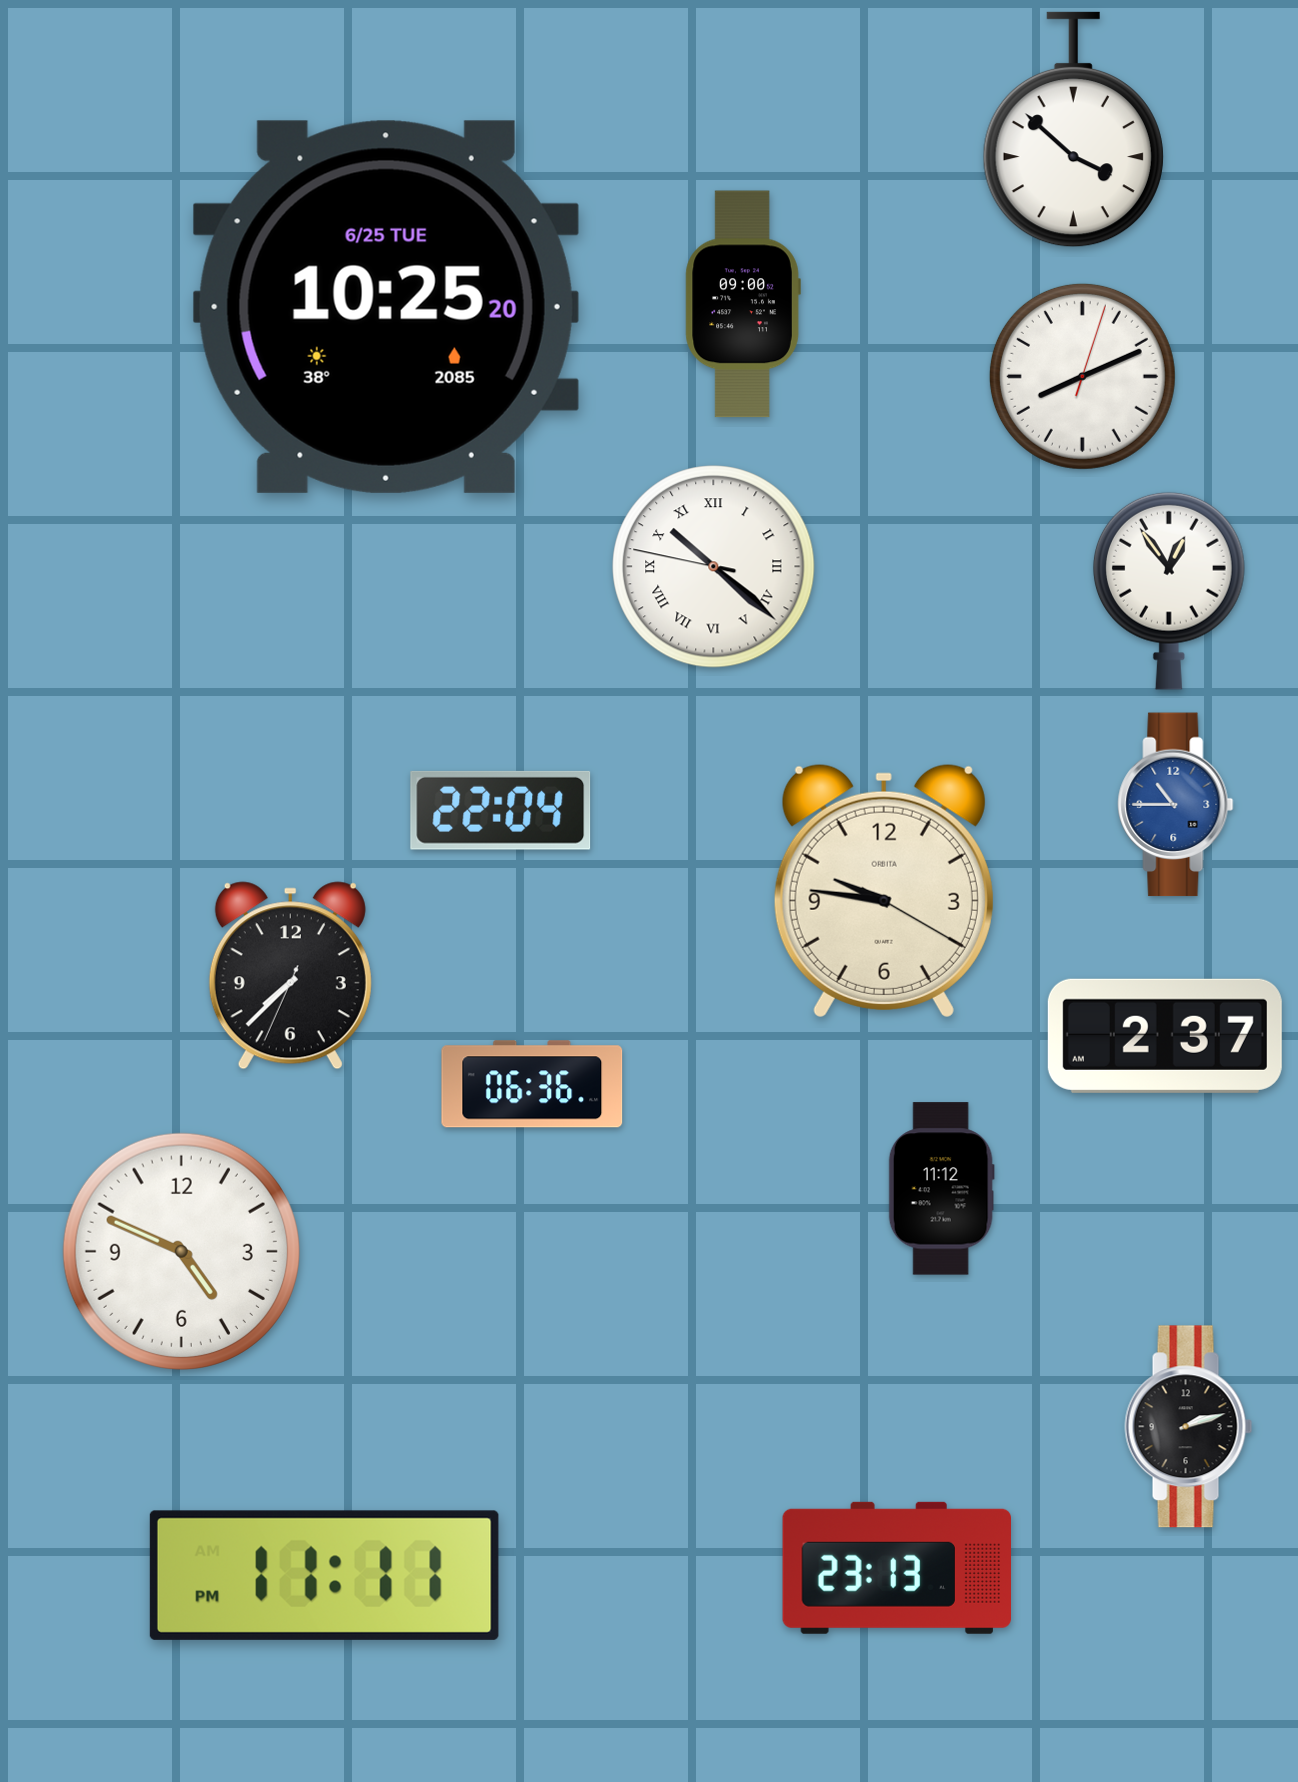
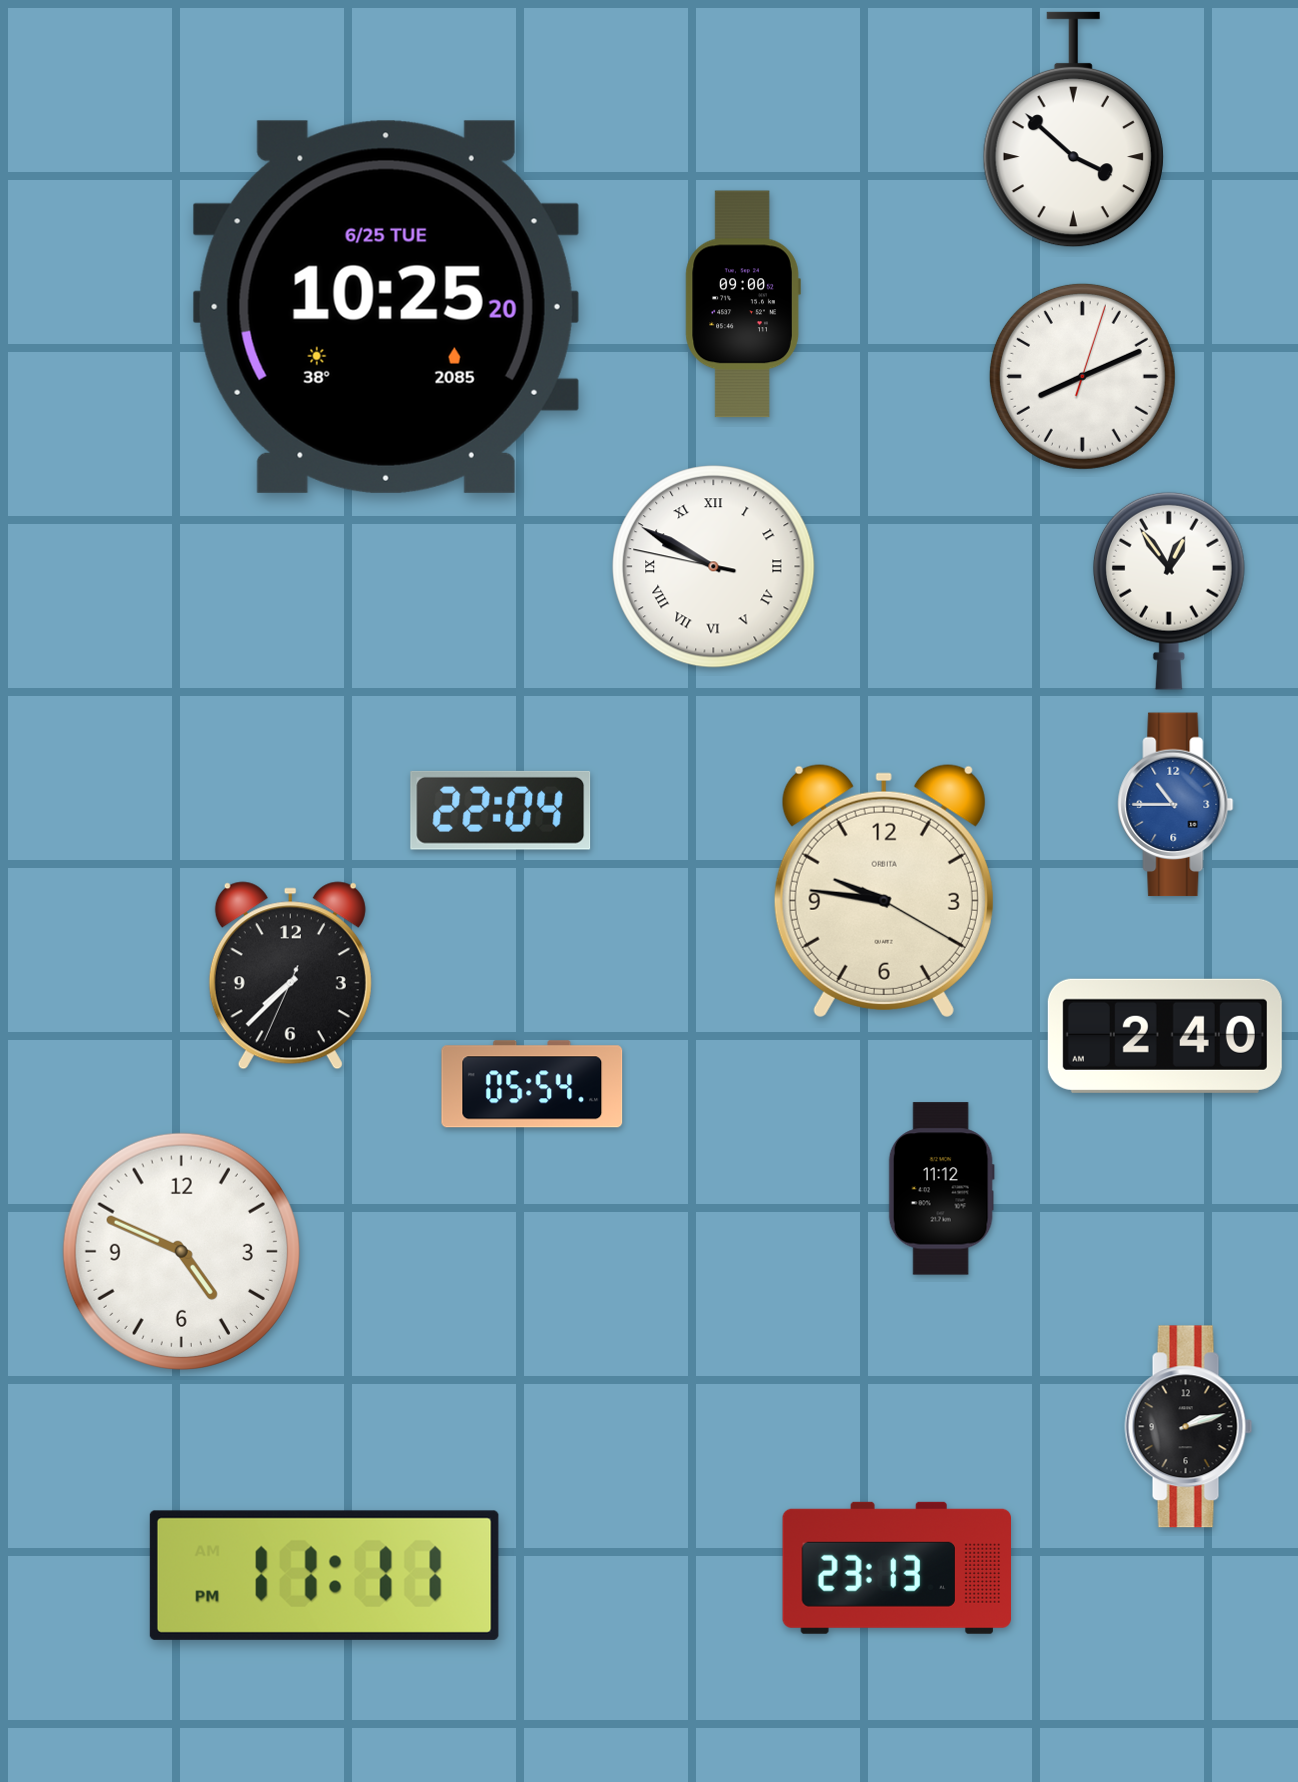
clock at (714, 567): 10:21 -> 9:49
clock at (1165, 1036): 2:37 -> 2:40
clock at (532, 1084): 06:36 -> 05:54
